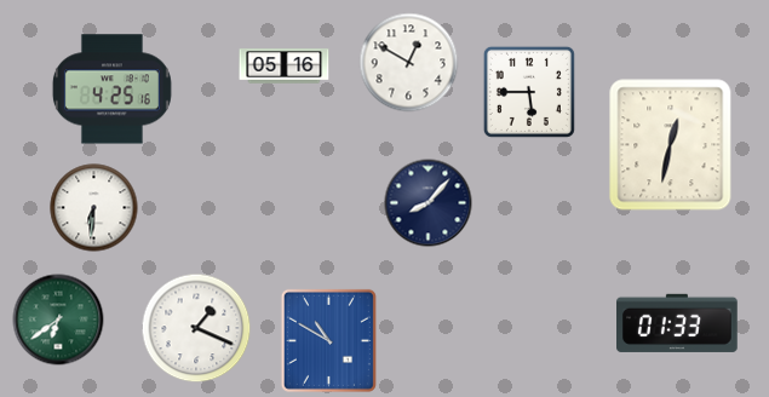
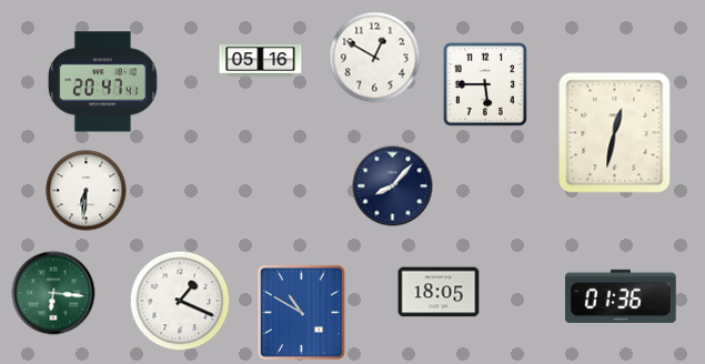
clock at (111, 90): 4:25 -> 20:47
clock at (439, 292): none -> 18:05
clock at (58, 320): 6:39 -> 6:16
clock at (678, 323): 01:33 -> 01:36
